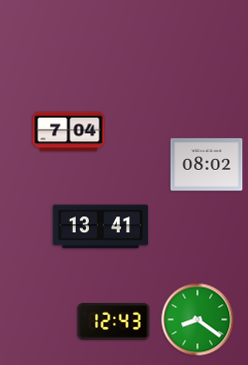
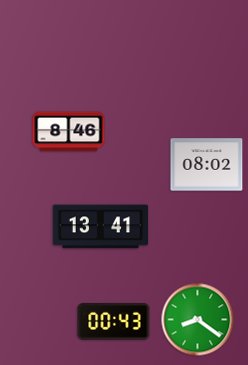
clock at (69, 132): 7:04 -> 8:46
clock at (114, 322): 12:43 -> 00:43
